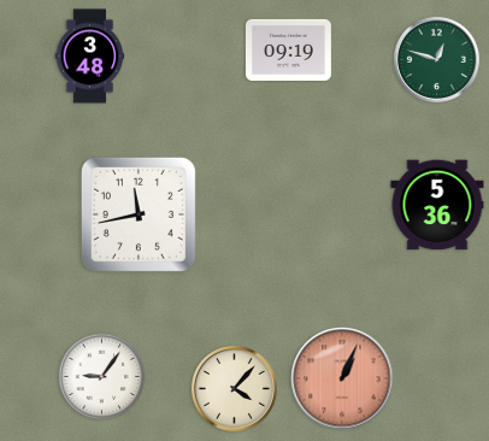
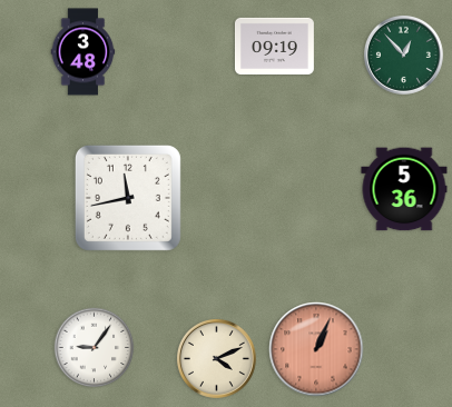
clock at (288, 49) position: (288, 49) -> (274, 46)
clock at (436, 59): 12:48 -> 12:53
clock at (234, 388): 4:07 -> 4:11
